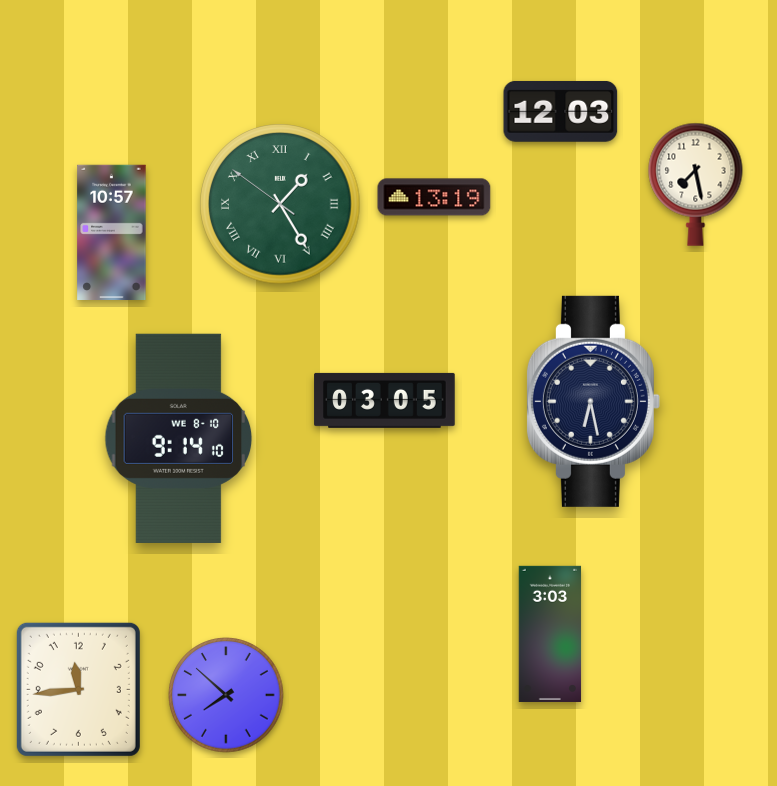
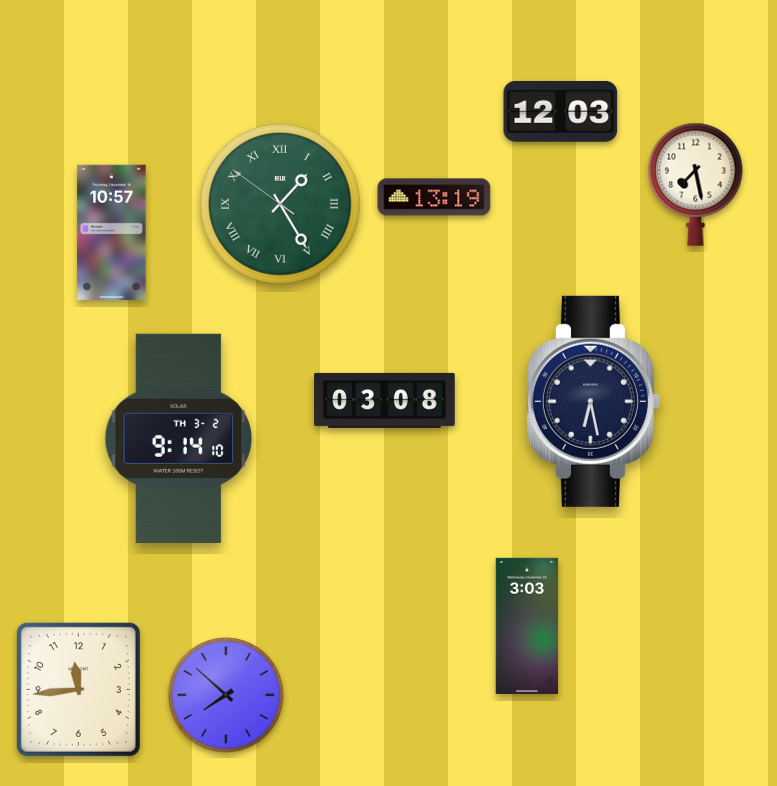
clock at (385, 400): 03:05 -> 03:08
clock at (179, 438) date: WE 8-10 -> TH 3-2
clock at (550, 634) position: (550, 634) -> (527, 626)
